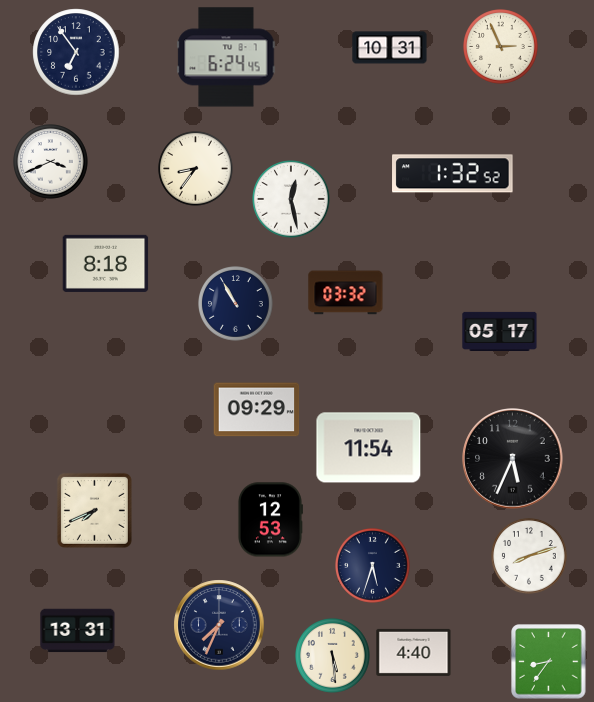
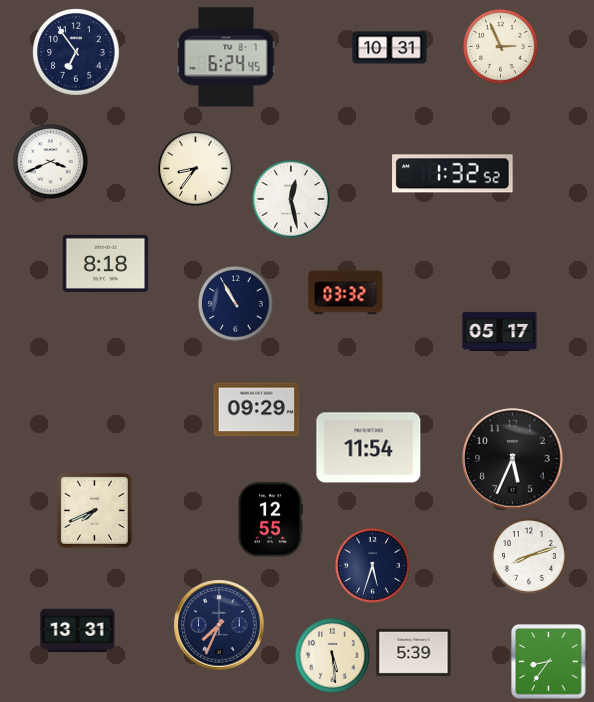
clock at (270, 520): 12:53 -> 12:55
clock at (414, 652): 4:40 -> 5:39
